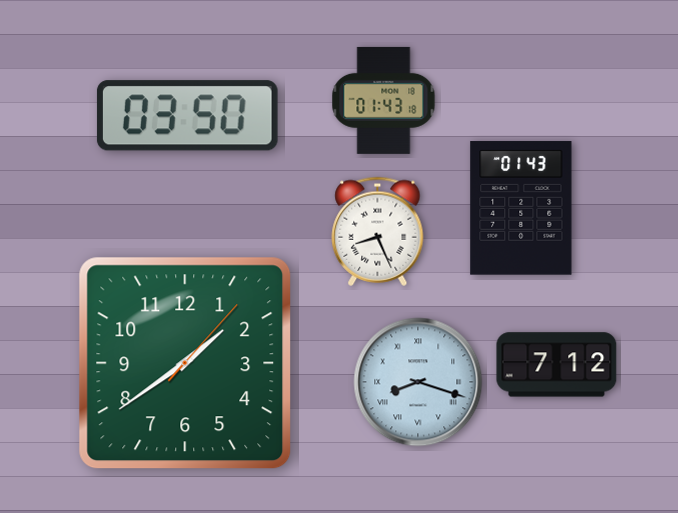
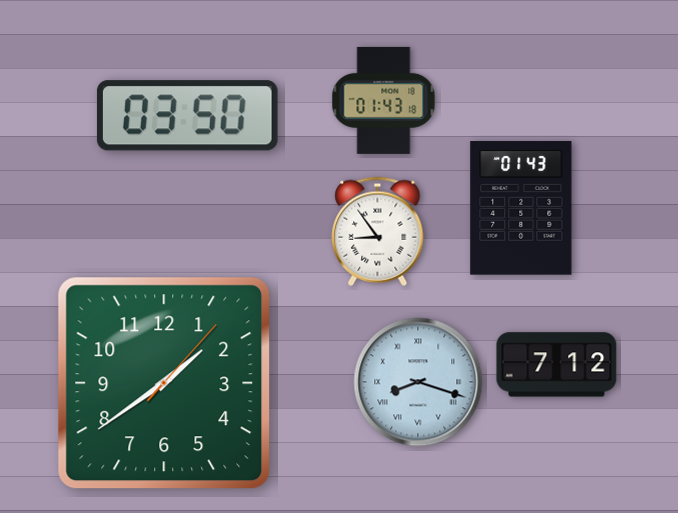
clock at (378, 231): 8:26 -> 8:54
clock at (185, 363) position: (185, 363) -> (164, 383)
